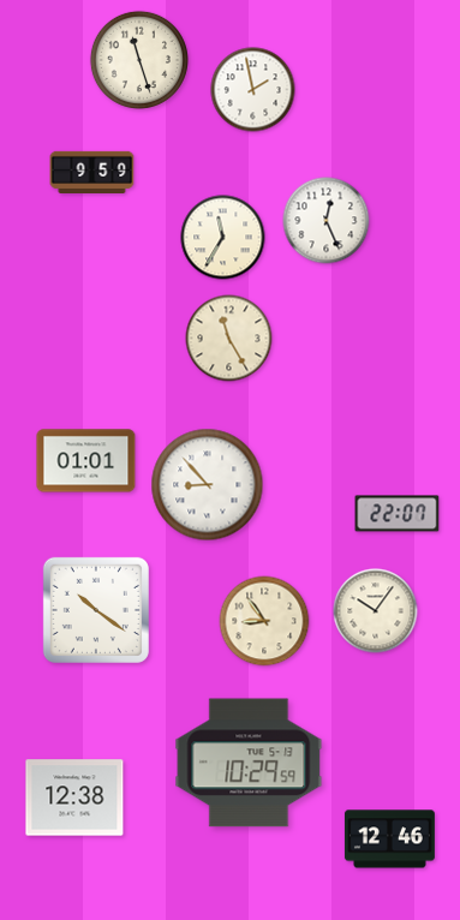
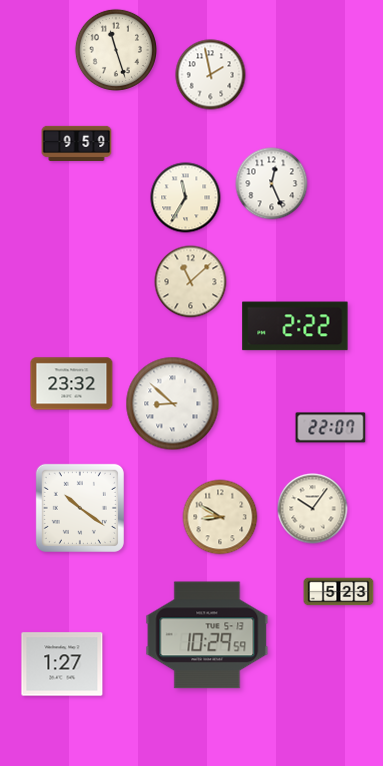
clock at (229, 339): 11:25 -> 11:08
clock at (295, 326): none -> 2:22
clock at (86, 461): 01:01 -> 23:32
clock at (208, 485): 8:53 -> 8:52
clock at (264, 621): 8:54 -> 8:50
clock at (339, 592): none -> 5:23
clock at (74, 797): 12:38 -> 1:27
clock at (389, 840): 12:46 -> none
